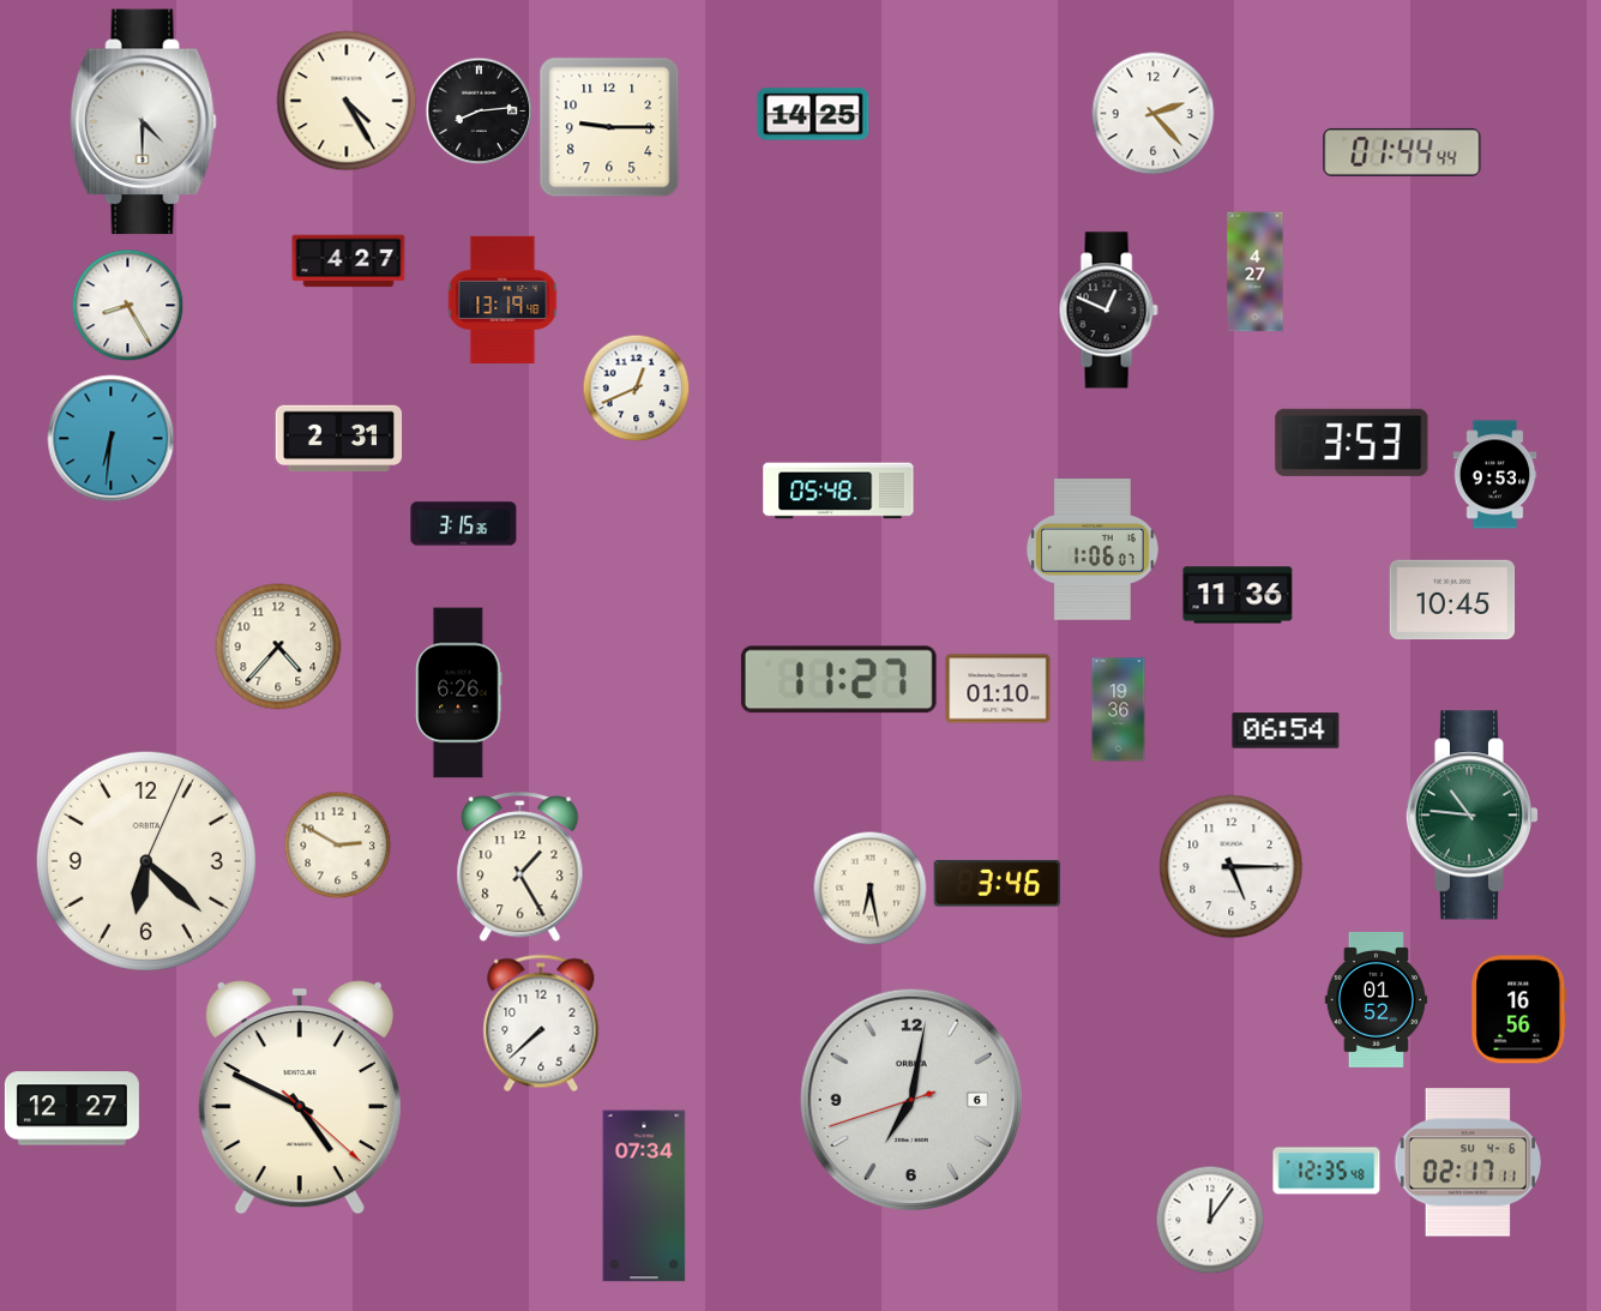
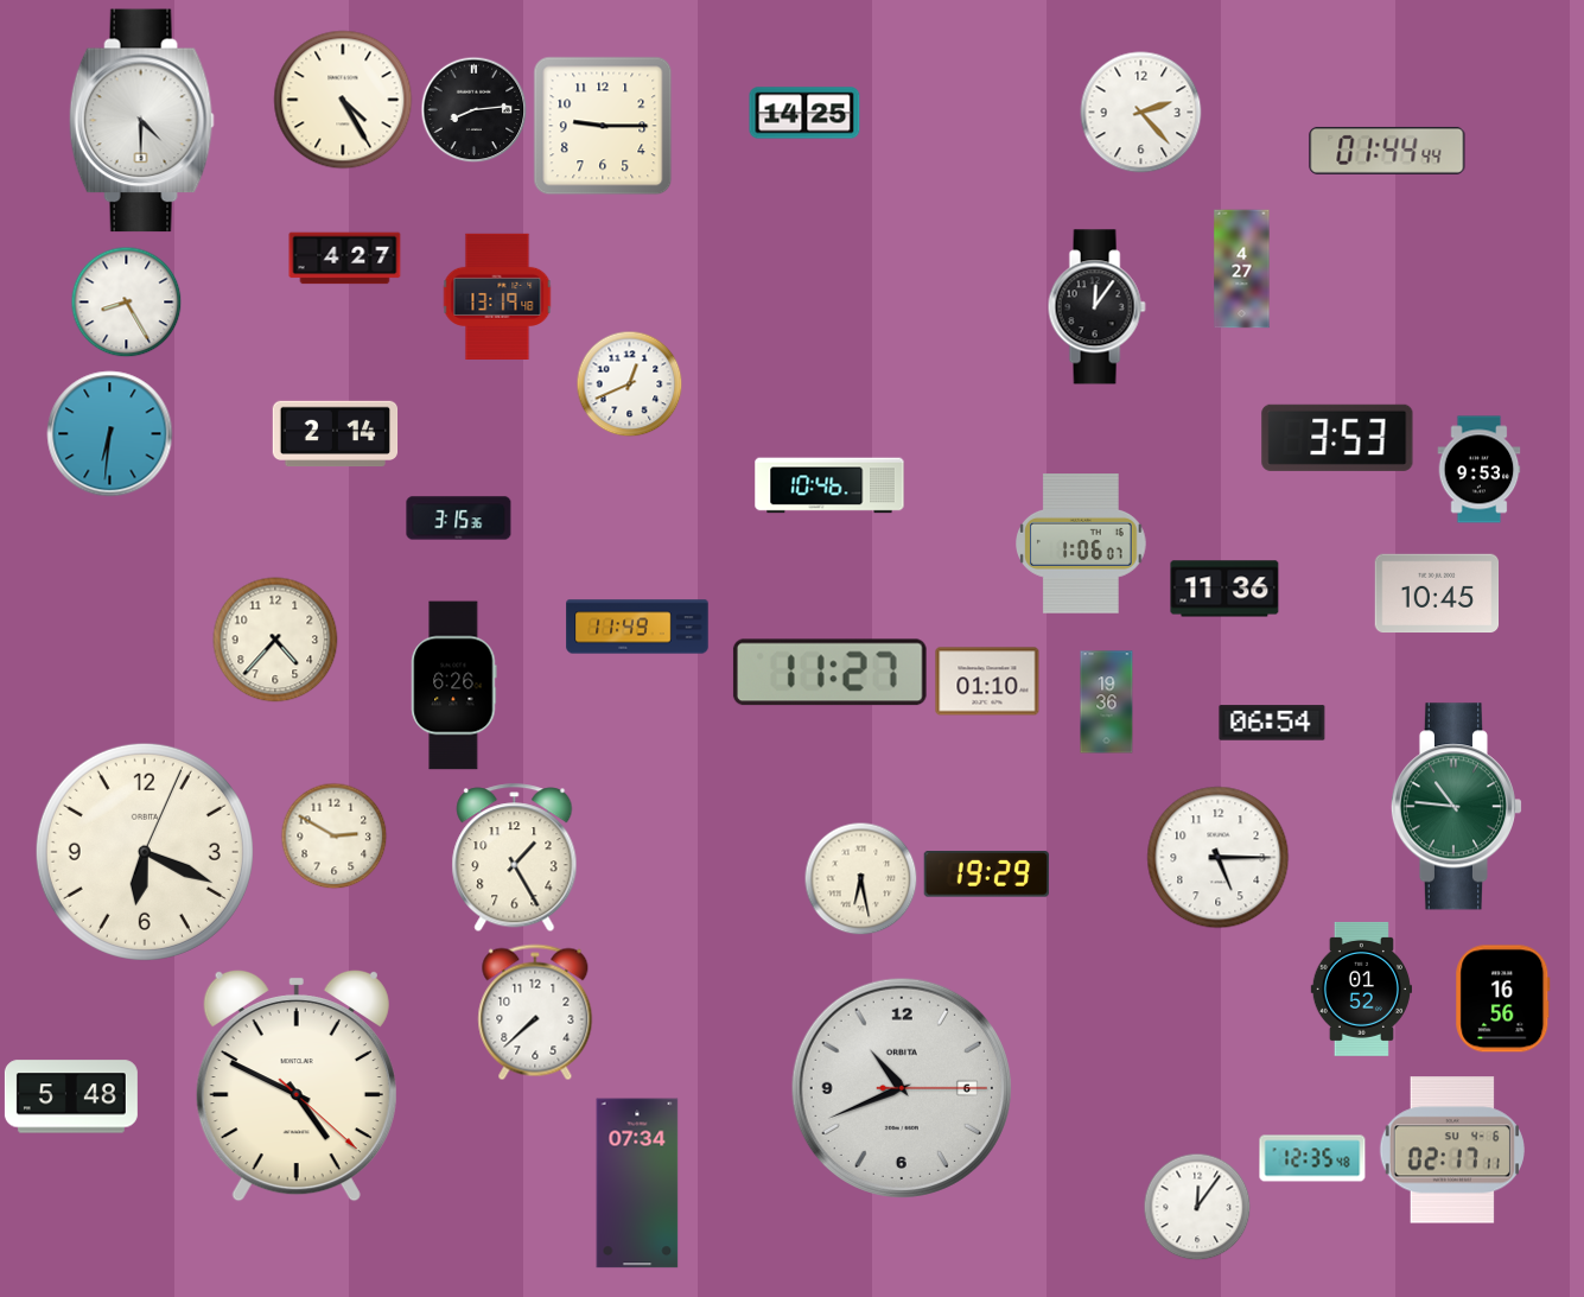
clock at (1108, 311): 12:49 -> 12:06
clock at (339, 439): 2:31 -> 2:14
clock at (838, 491): 05:48 -> 10:46
clock at (637, 627): none -> 11:49
clock at (146, 861): 6:22 -> 6:19
clock at (997, 884): 3:46 -> 19:29
clock at (911, 1100): 7:01 -> 10:41
clock at (72, 1108): 12:27 -> 5:48
